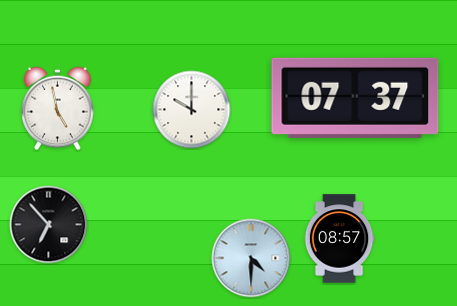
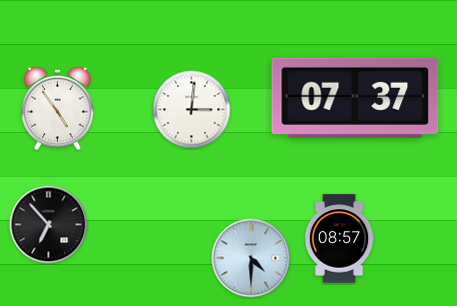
clock at (58, 109): 4:58 -> 4:54
clock at (192, 110): 10:00 -> 3:01
